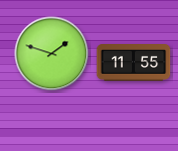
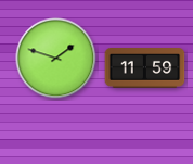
clock at (134, 63): 11:55 -> 11:59
